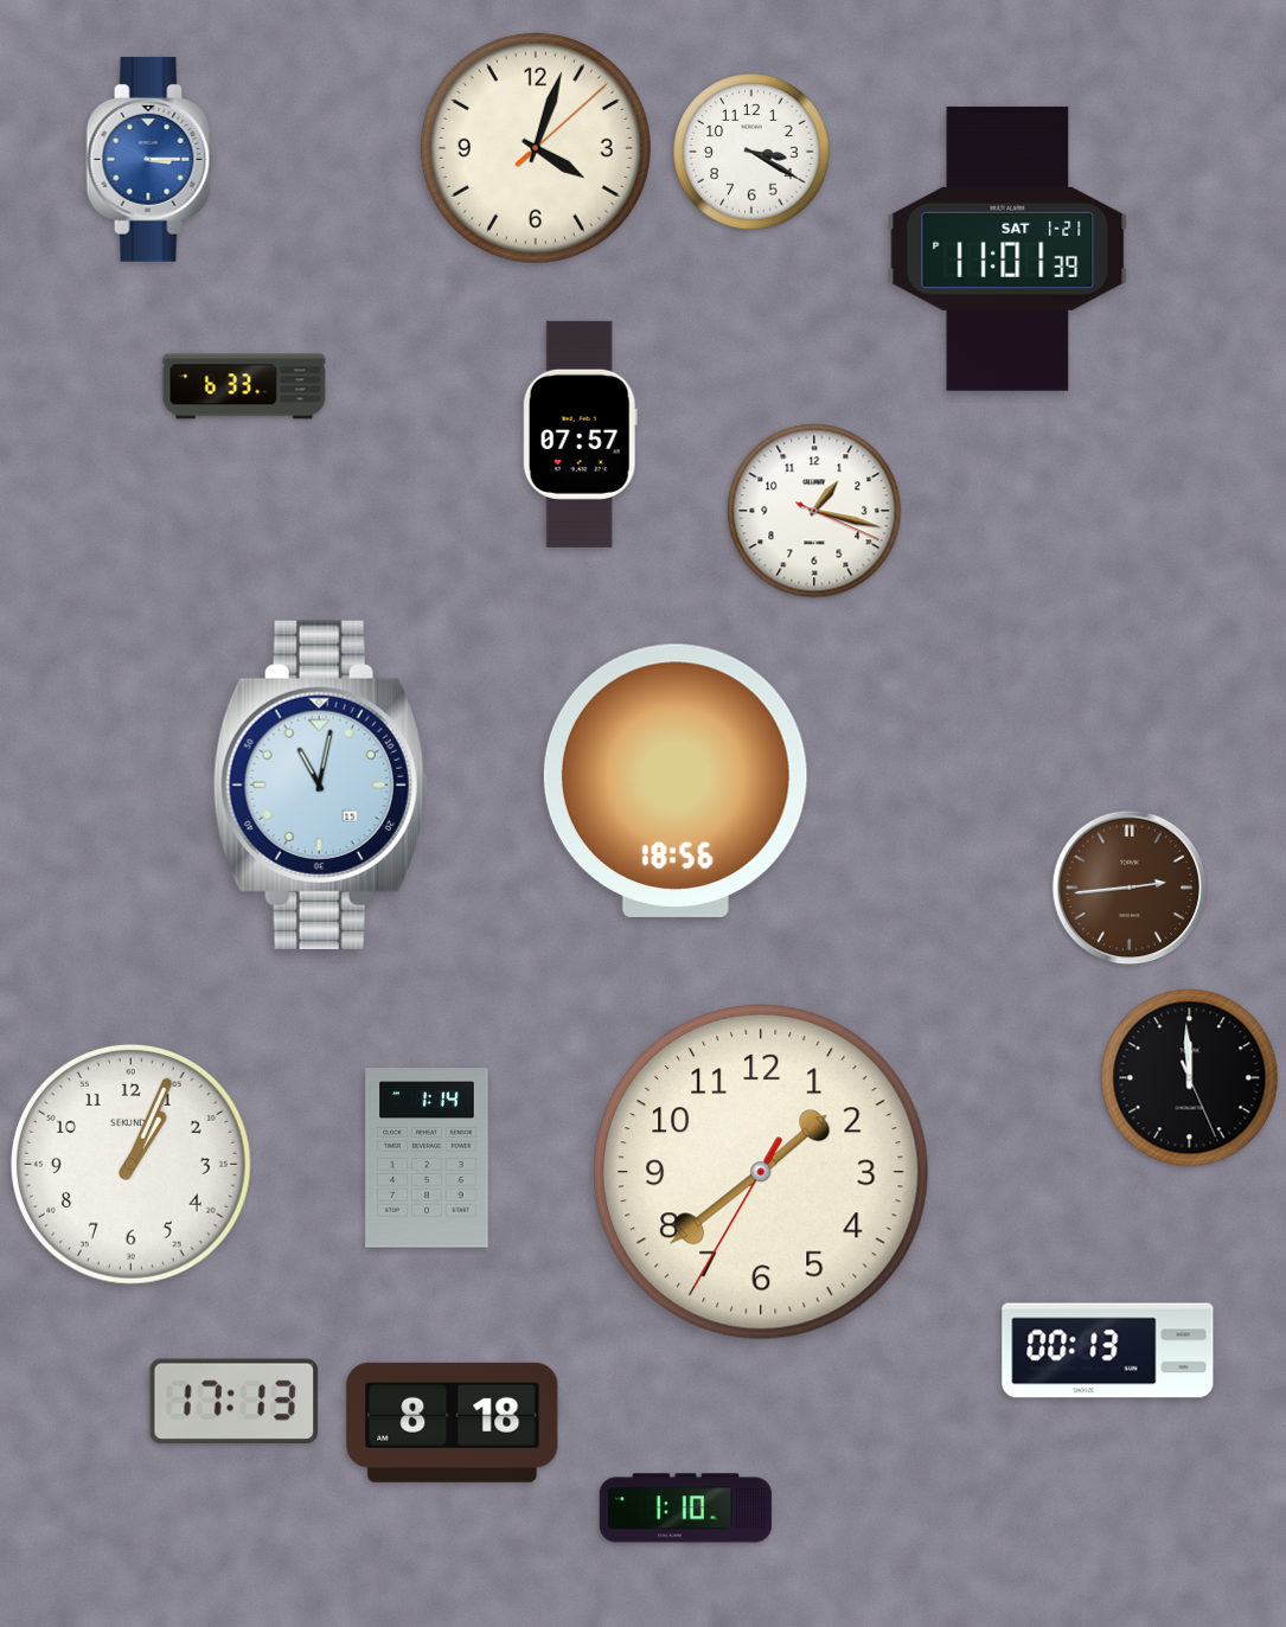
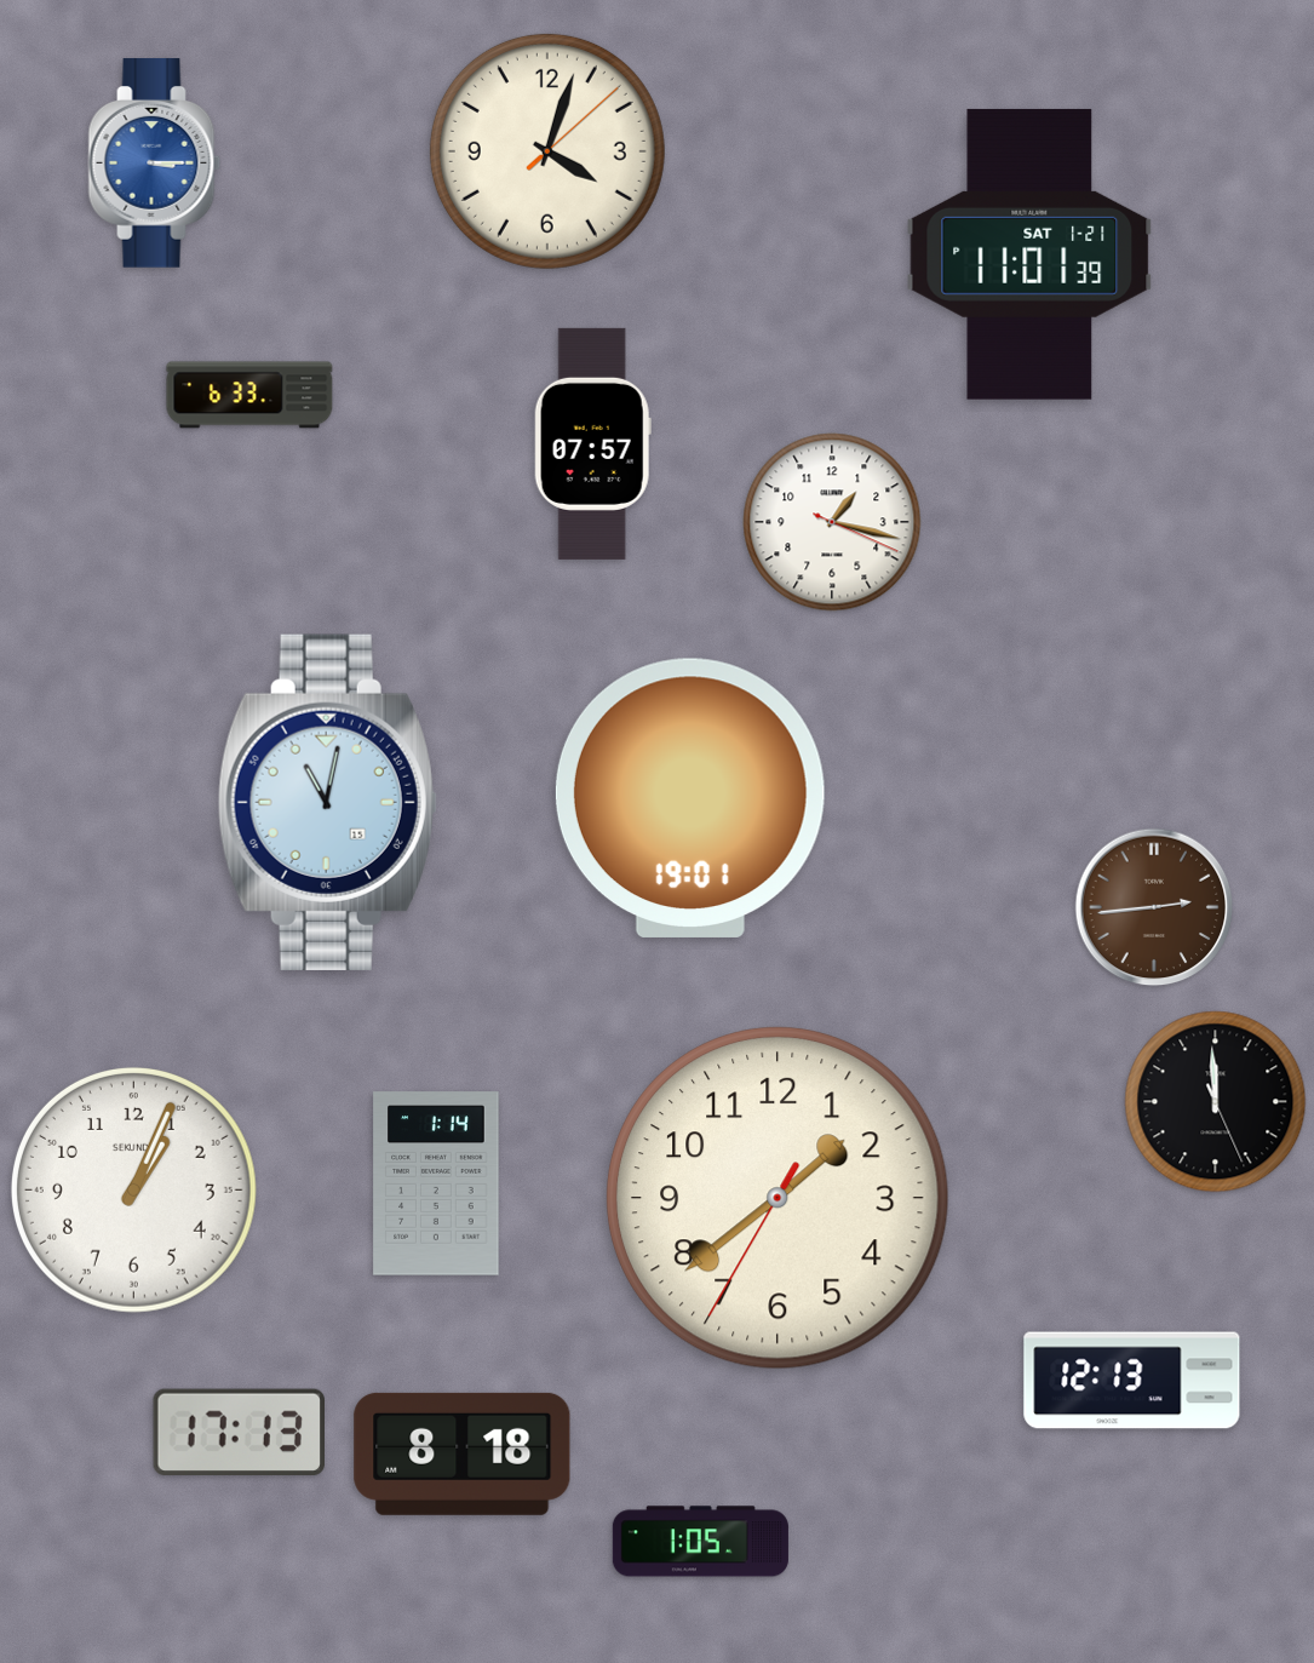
clock at (751, 152): 3:20 -> none
clock at (676, 781): 18:56 -> 19:01
clock at (1108, 1351): 00:13 -> 12:13
clock at (685, 1509): 1:10 -> 1:05
